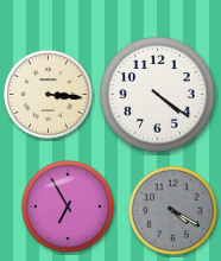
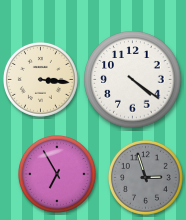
clock at (172, 210): 4:20 -> 2:57
